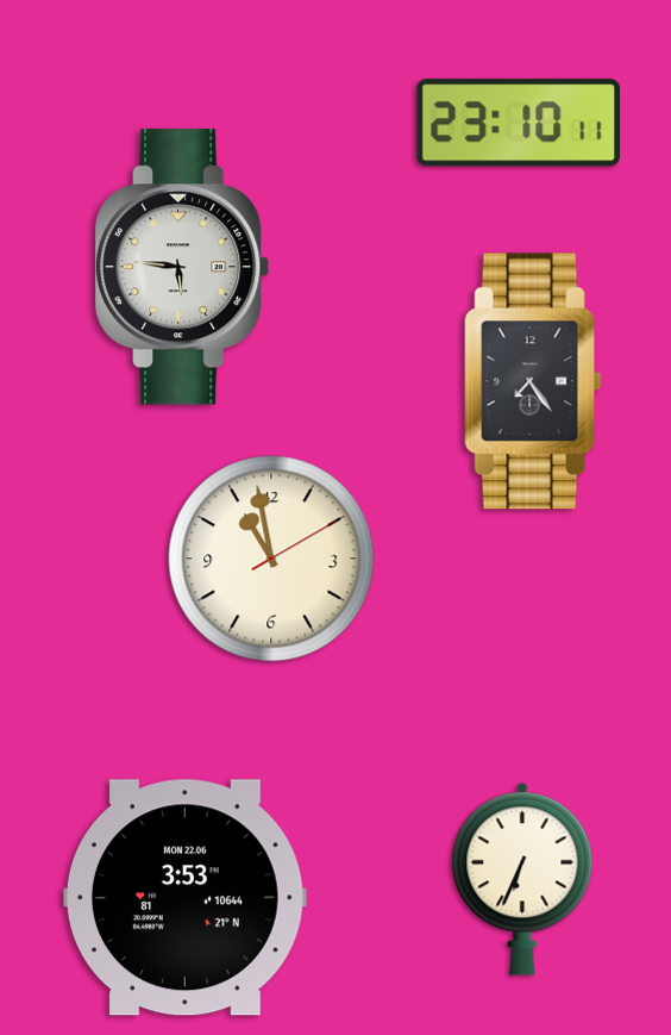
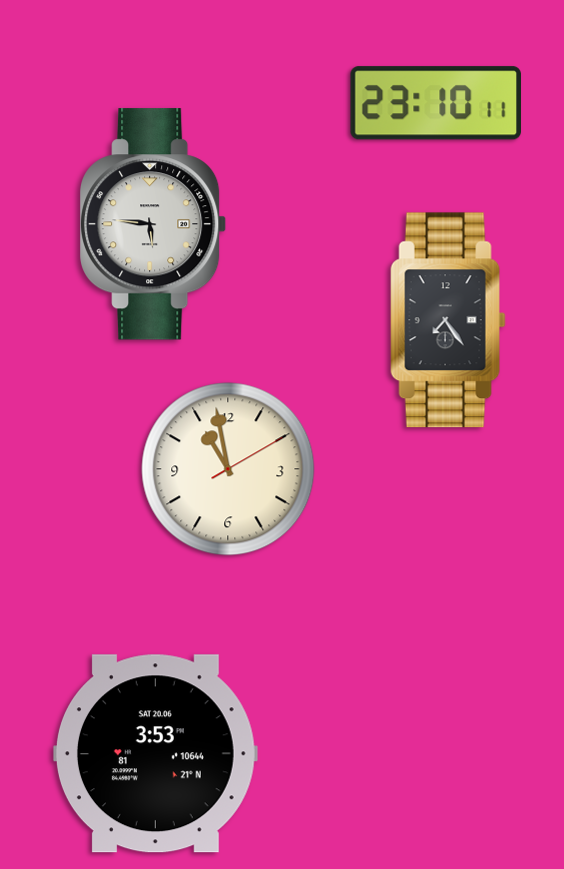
clock at (522, 879): 6:34 -> none
clock at (184, 898) date: MON 22.06 -> SAT 20.06
